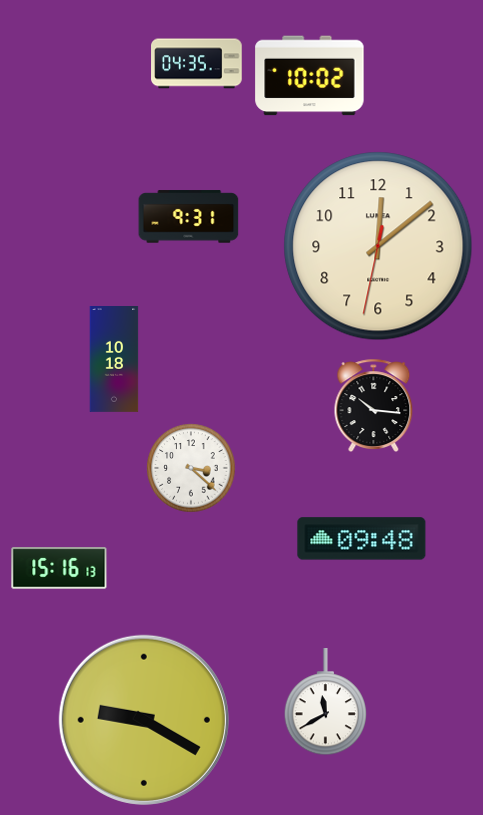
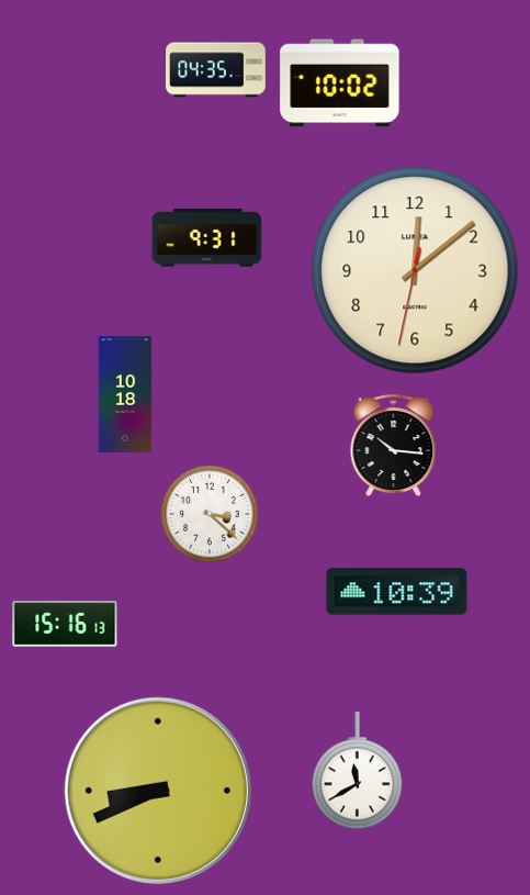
clock at (374, 405) position: (374, 405) -> (394, 445)
clock at (362, 539): 09:48 -> 10:39
clock at (144, 720): 9:20 -> 8:41
